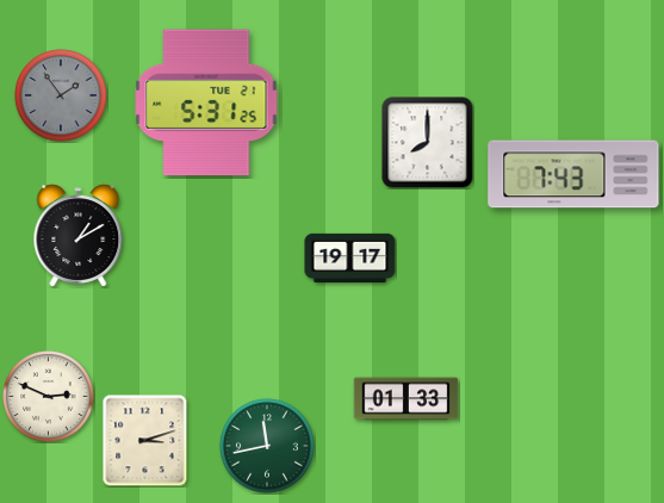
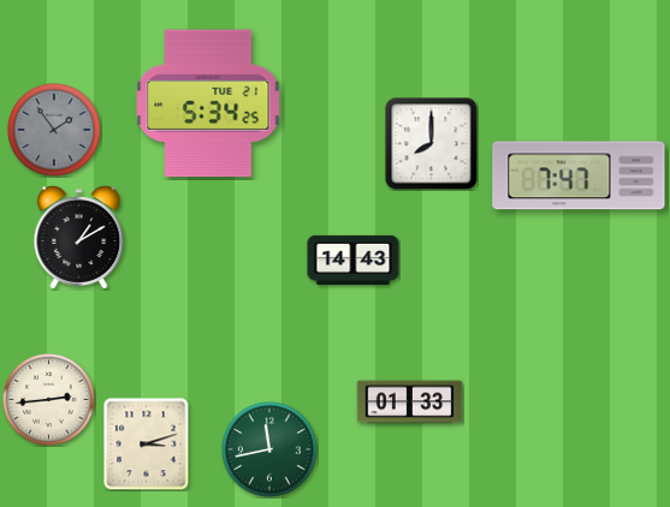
clock at (61, 95) position: (61, 95) -> (54, 130)
clock at (206, 103): 5:31 -> 5:34
clock at (573, 174): 7:43 -> 7:47
clock at (350, 257): 19:17 -> 14:43
clock at (49, 397): 2:49 -> 2:44
